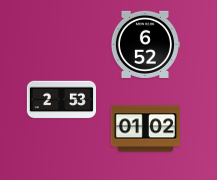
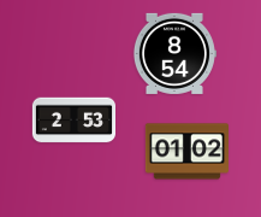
clock at (145, 44): 6:52 -> 8:54
clock at (145, 129) position: (145, 129) -> (186, 152)
